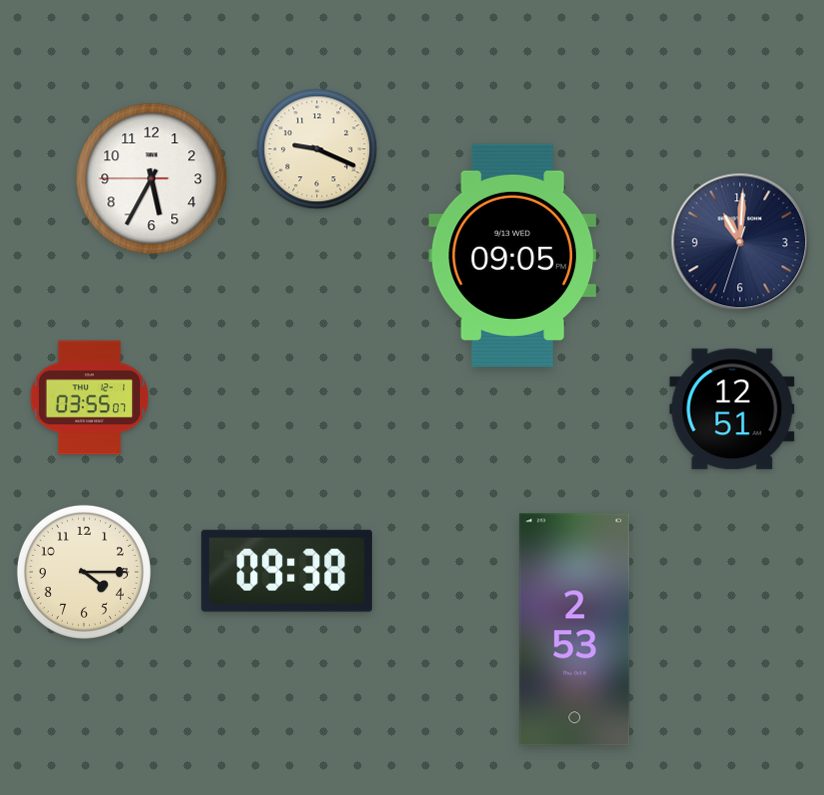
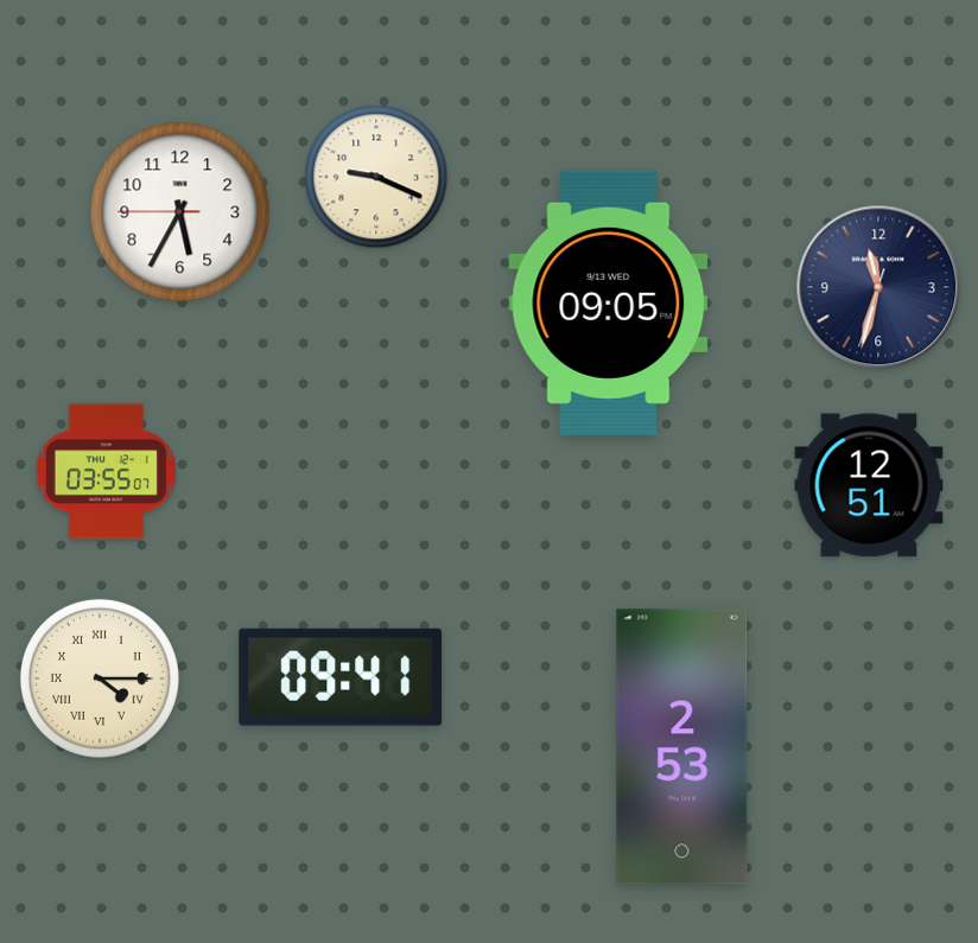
clock at (740, 242): 11:00 -> 11:32
clock at (287, 571): 09:38 -> 09:41
clock at (84, 572) numerals: Arabic -> Roman
